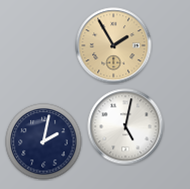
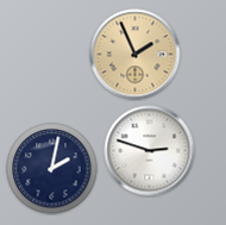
clock at (114, 46): 1:55 -> 1:56
clock at (126, 127): 5:02 -> 2:48
